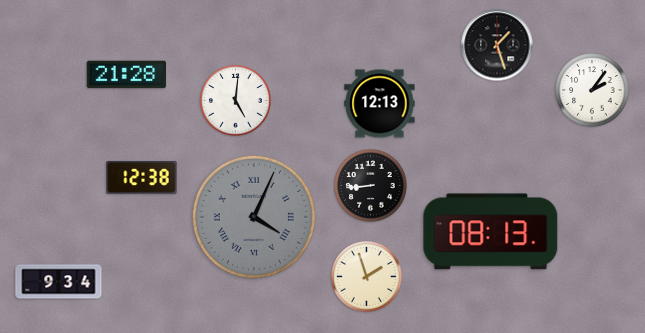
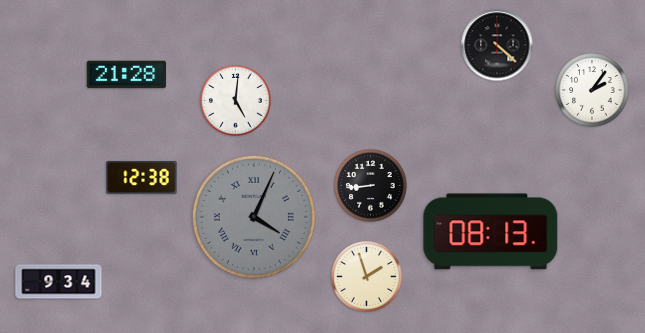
clock at (497, 45): 1:27 -> 4:22
clock at (380, 104): 12:13 -> none
